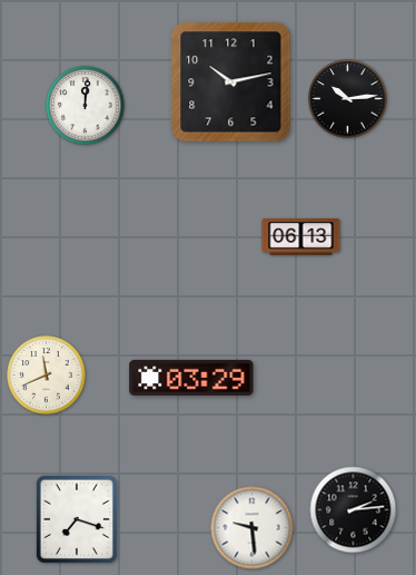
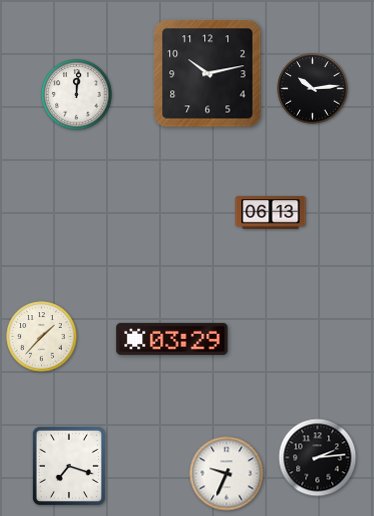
clock at (47, 376): 11:41 -> 1:37
clock at (252, 528): 9:29 -> 9:34
